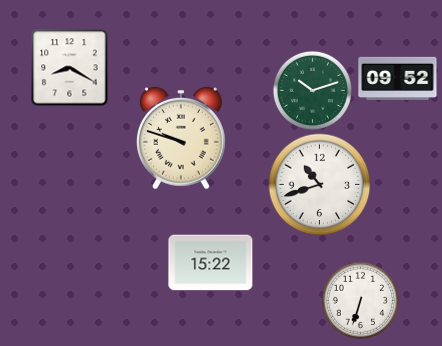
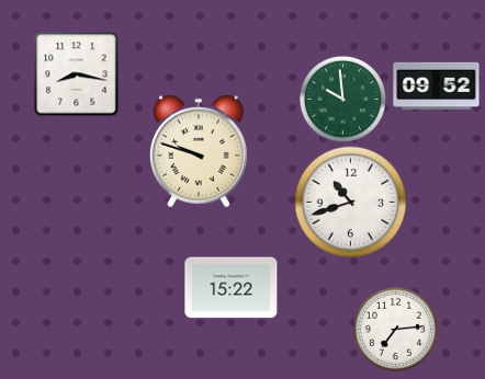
clock at (70, 68): 8:20 -> 8:17
clock at (312, 90): 10:12 -> 9:59
clock at (360, 300): 6:33 -> 7:14
